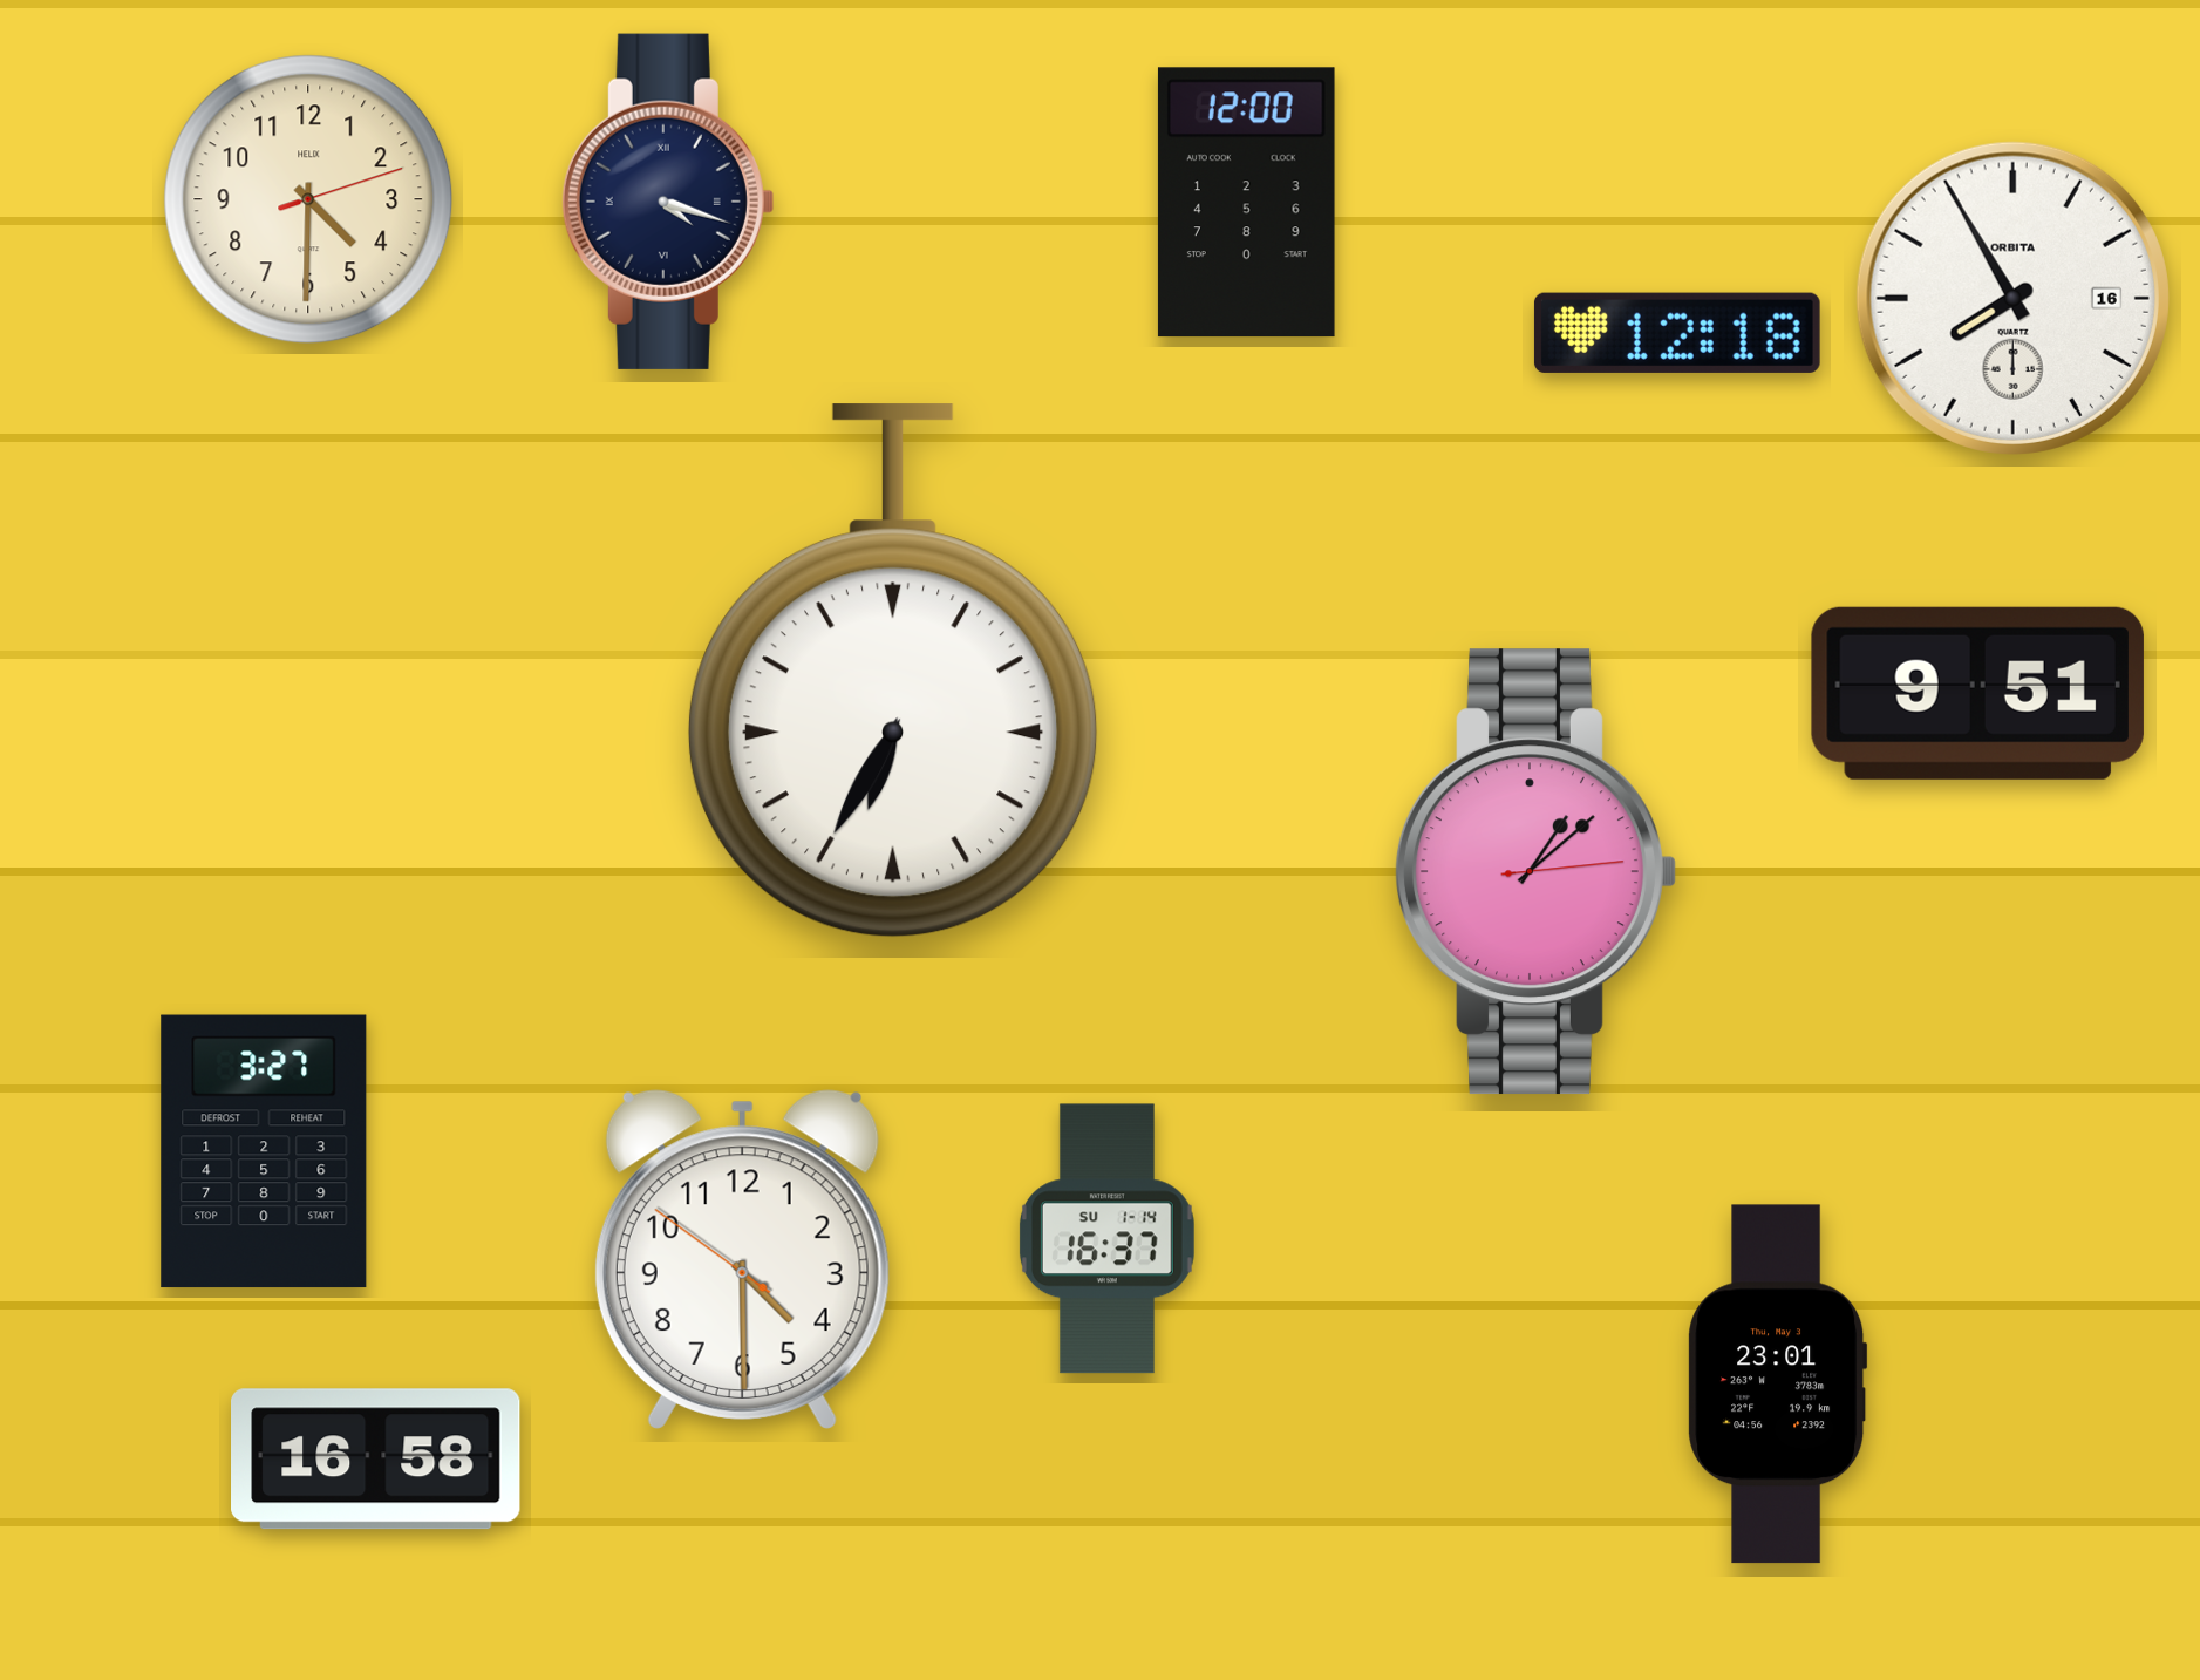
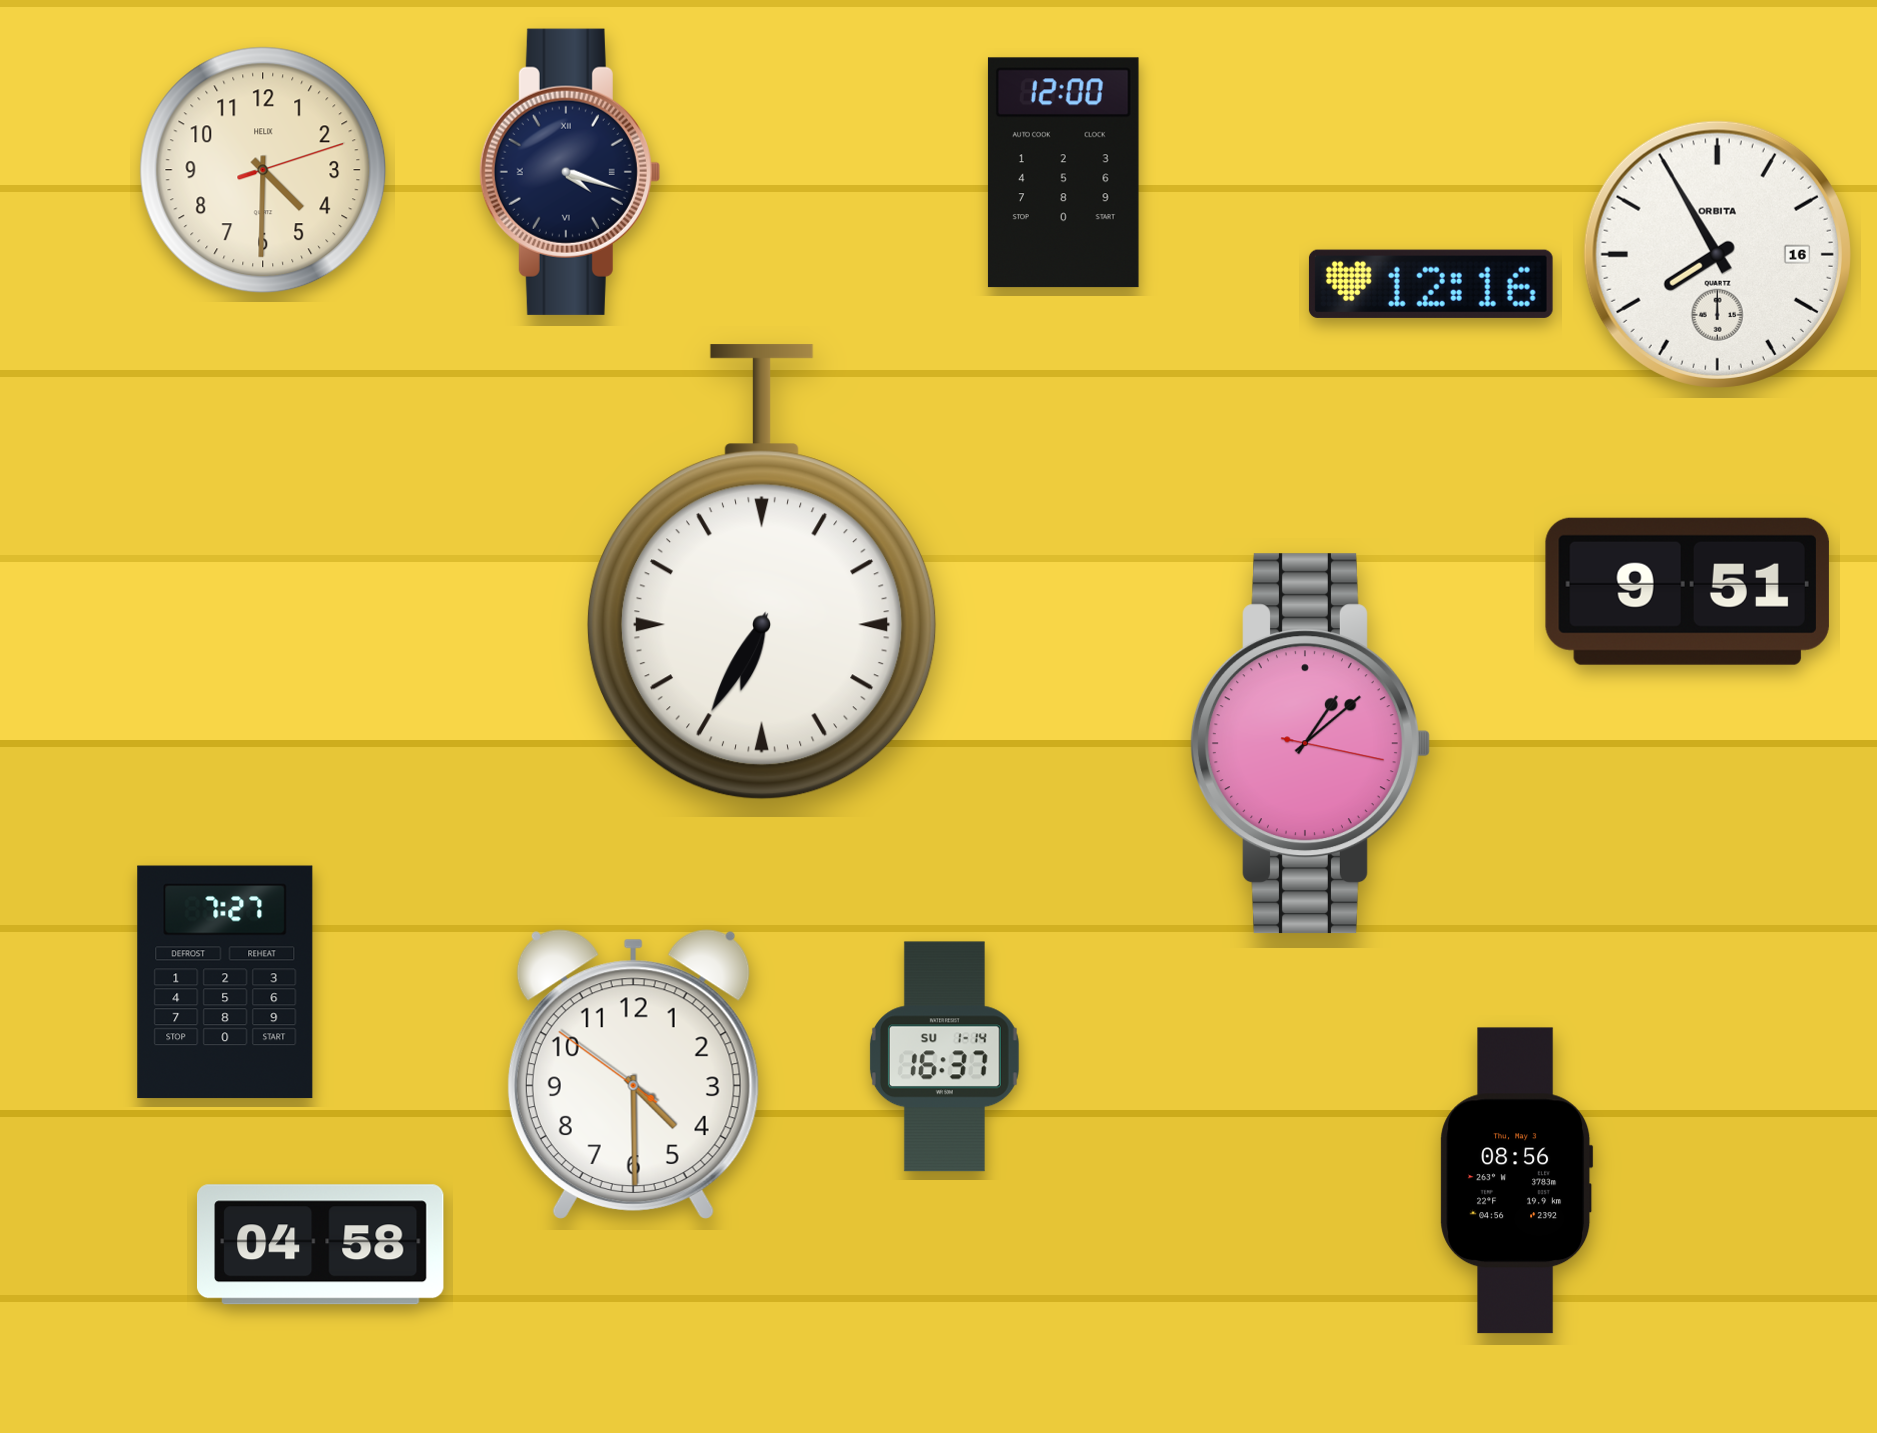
clock at (1677, 333): 12:18 -> 12:16
clock at (1535, 872): 1:08:14 -> 1:08:17
clock at (264, 1151): 3:27 -> 7:27
clock at (1778, 1385): 23:01 -> 08:56
clock at (376, 1460): 16:58 -> 04:58
